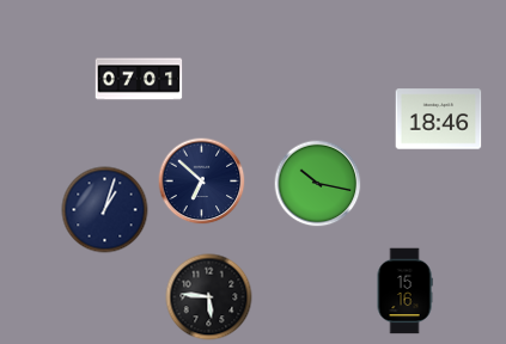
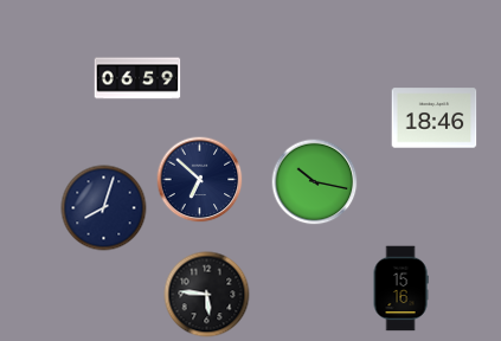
clock at (139, 79): 07:01 -> 06:59
clock at (105, 210): 1:03 -> 8:03
